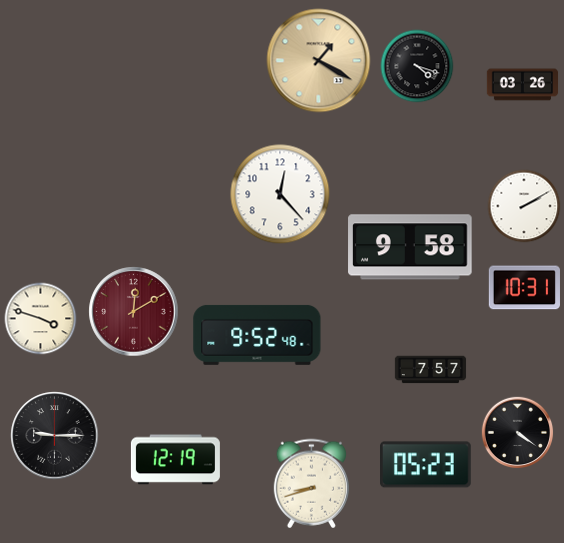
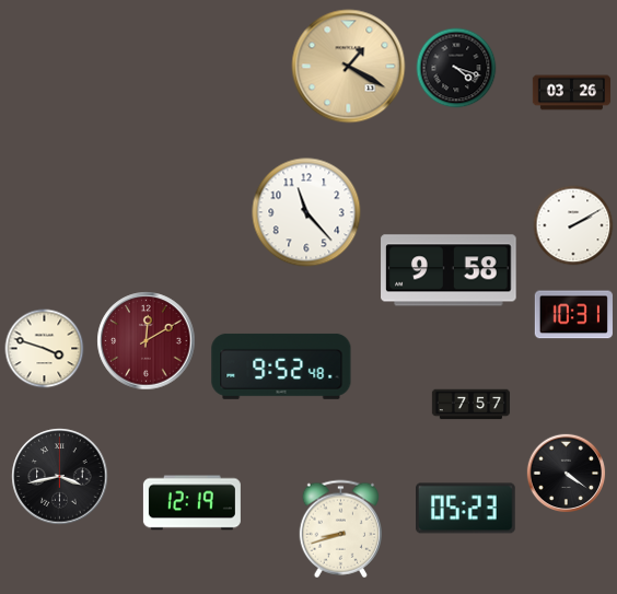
clock at (417, 66) position: (417, 66) -> (456, 68)
clock at (280, 194): 12:23 -> 11:23
clock at (55, 436): 9:15 -> 3:43
